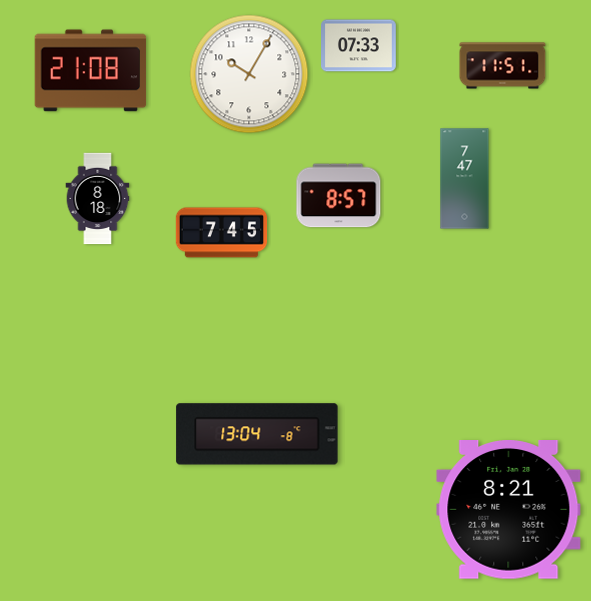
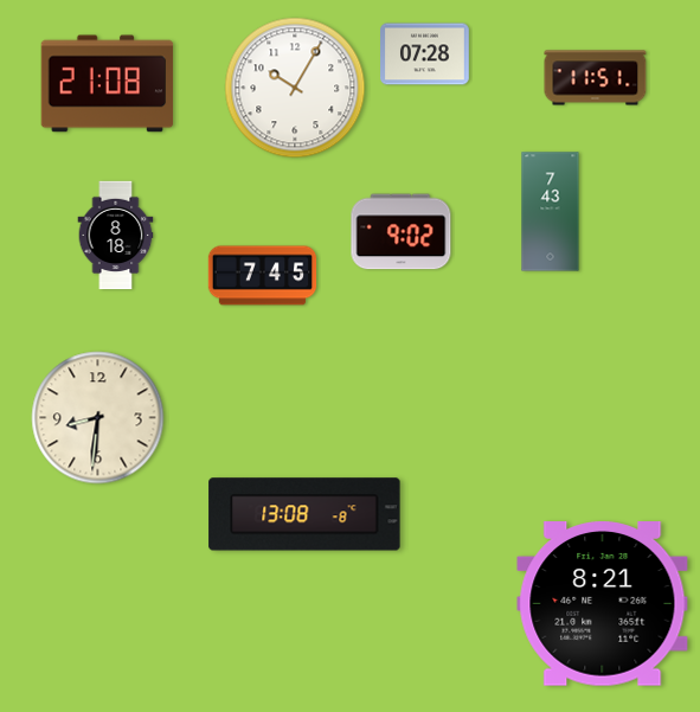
clock at (359, 46): 07:33 -> 07:28
clock at (465, 179): 7:47 -> 7:43
clock at (339, 196): 8:57 -> 9:02
clock at (98, 418): none -> 8:31
clock at (257, 434): 13:04 -> 13:08
